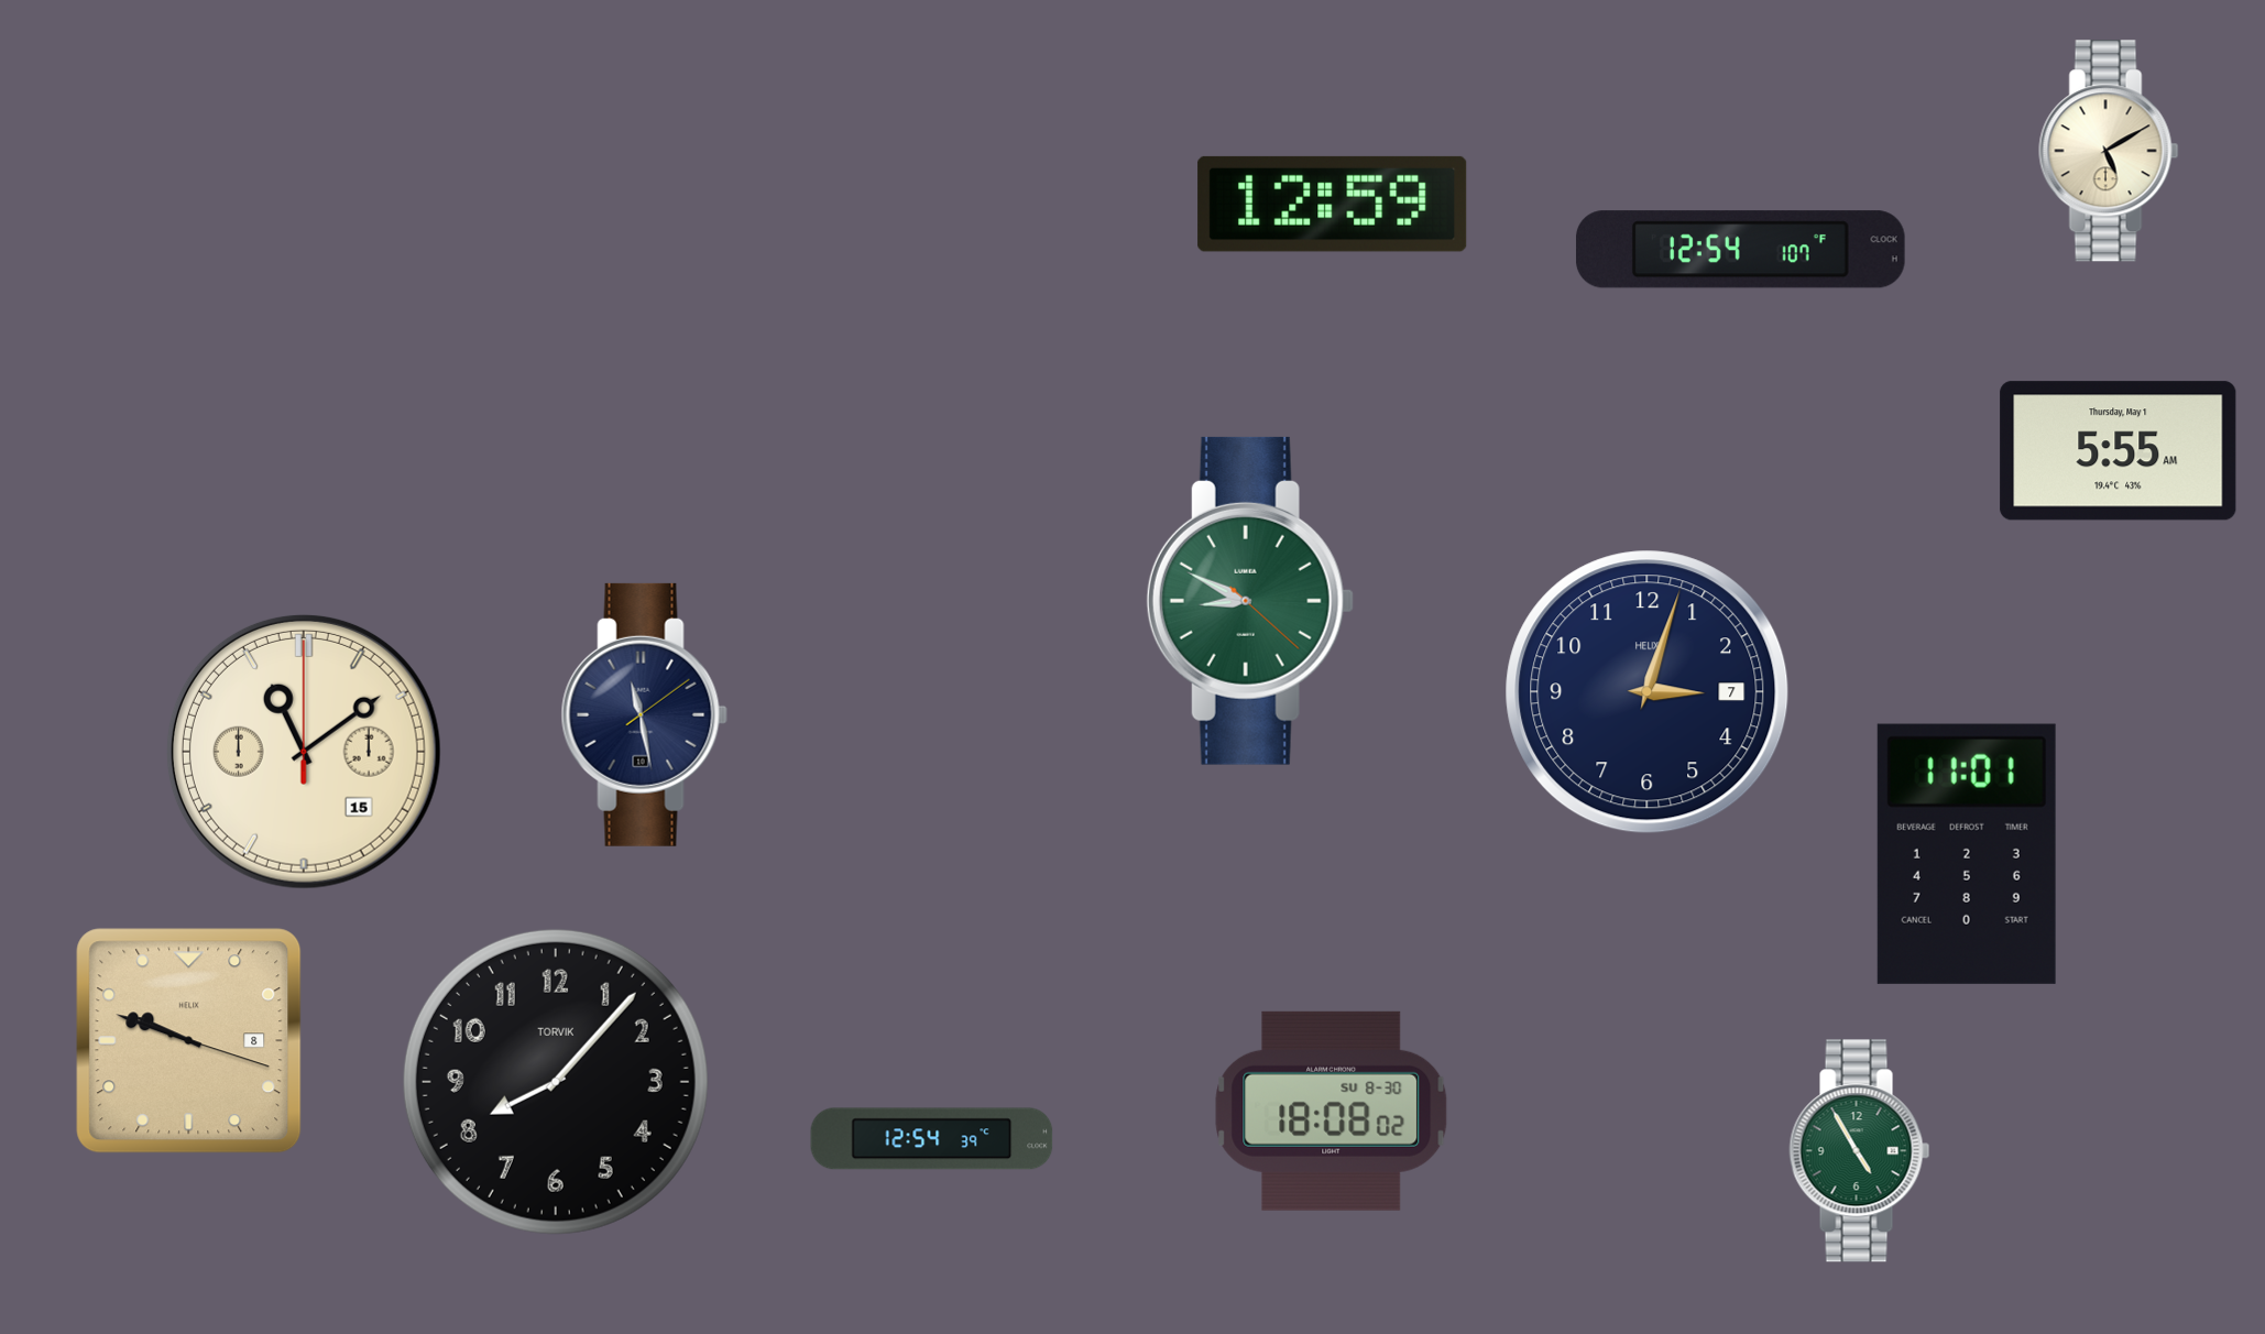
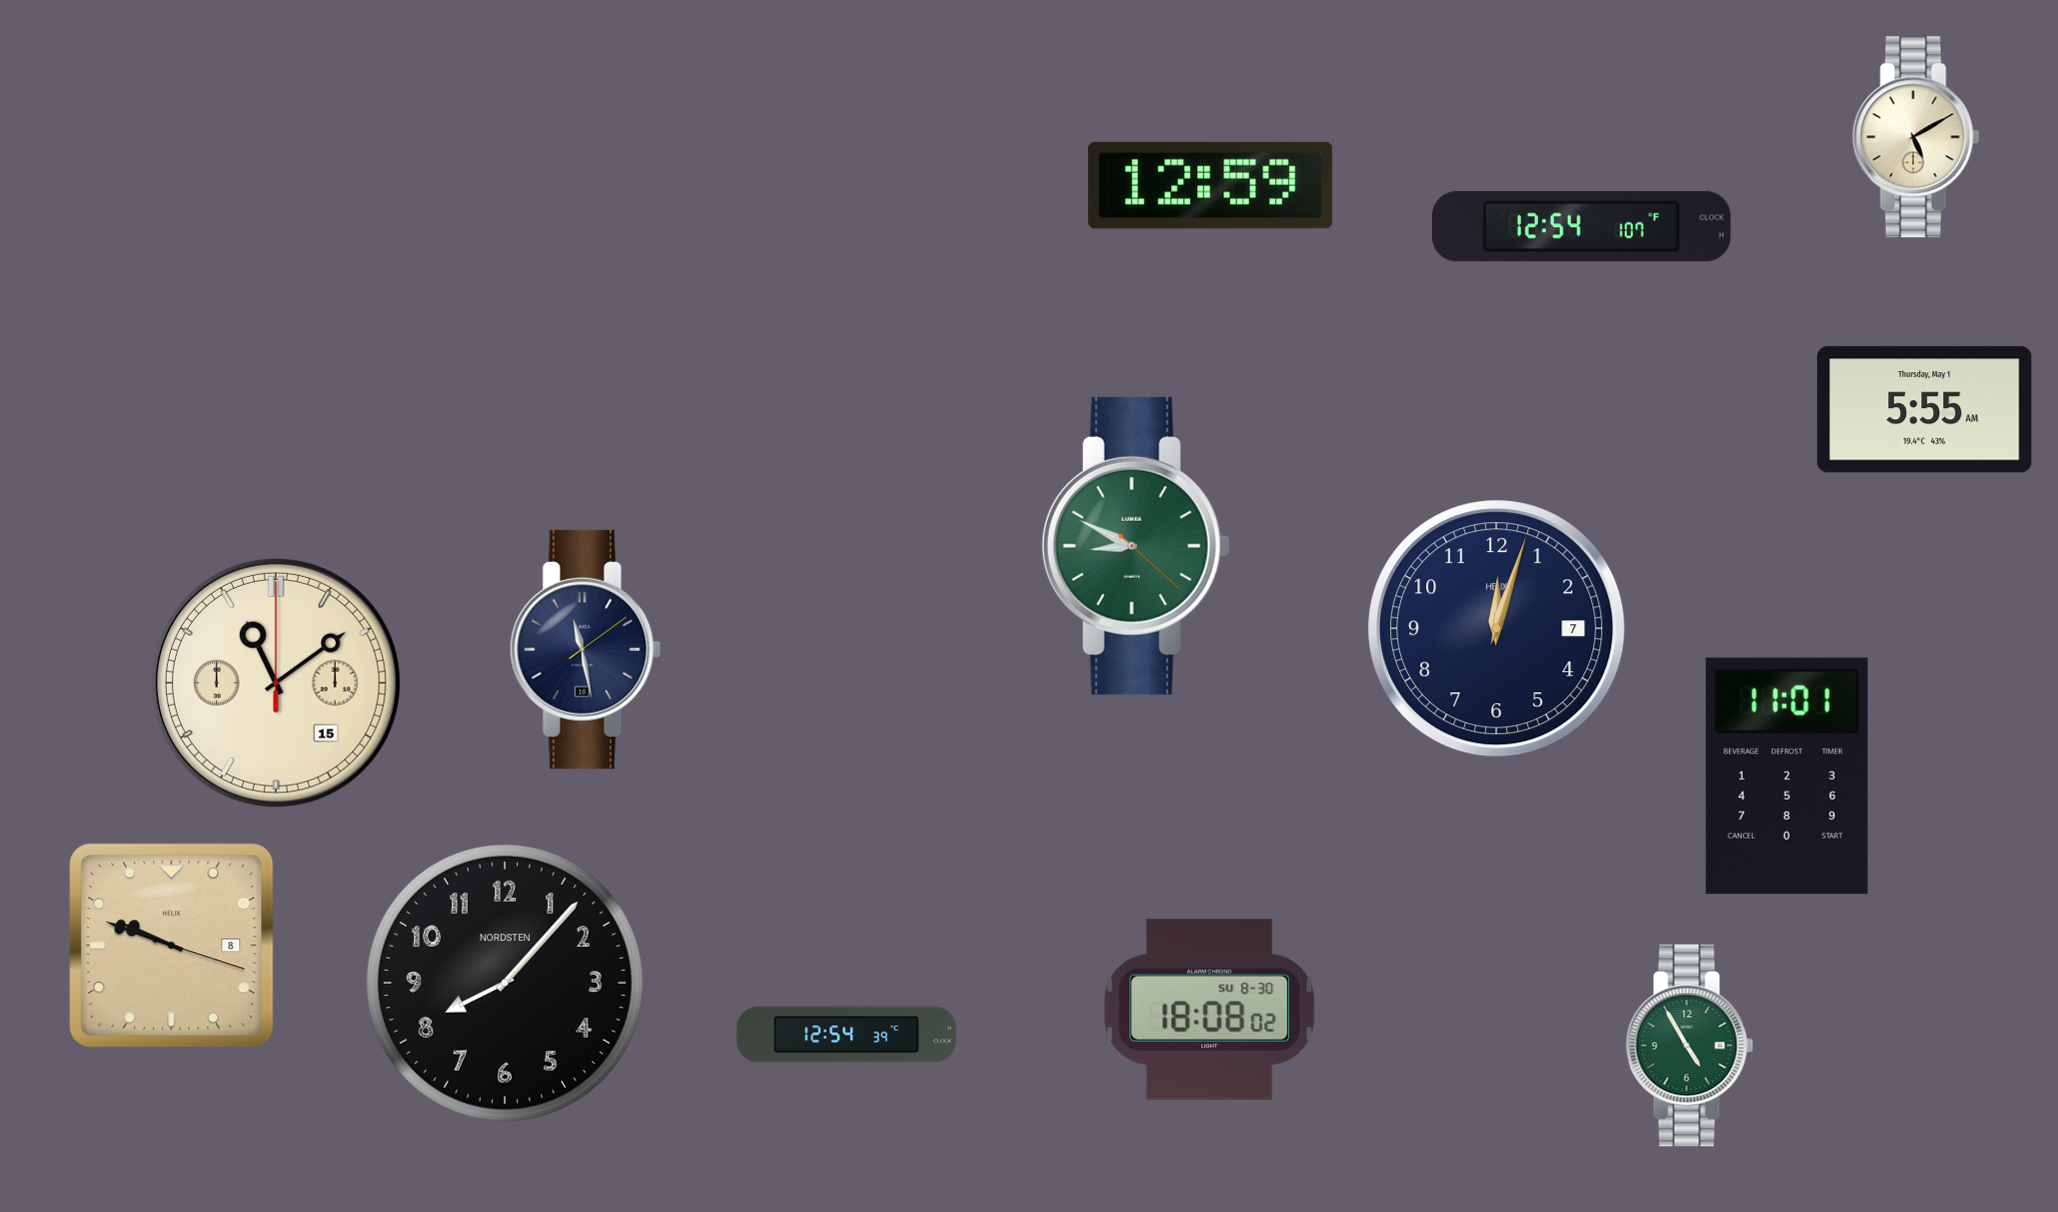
clock at (1648, 692): 3:03 -> 12:03
clock at (556, 1082) brand: TORVIK -> NORDSTEN
